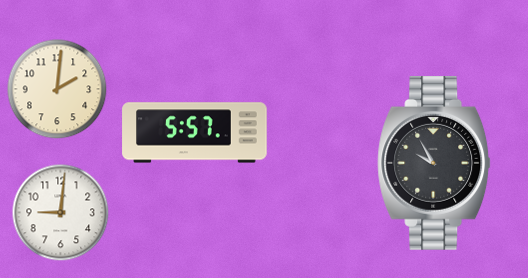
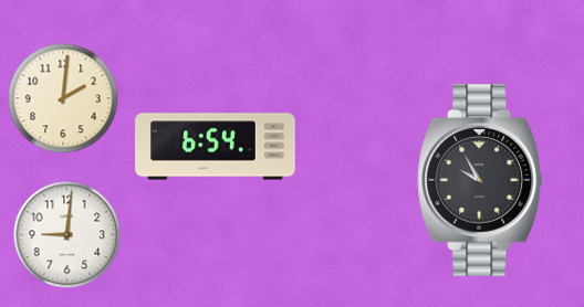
clock at (195, 133): 5:57 -> 6:54
